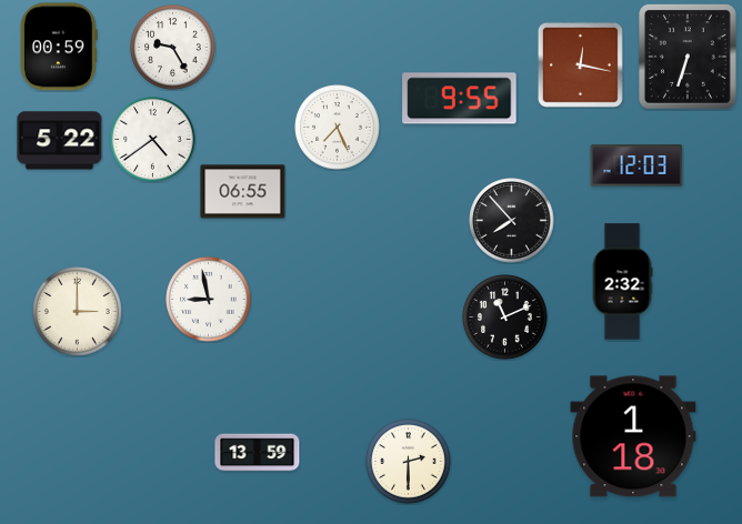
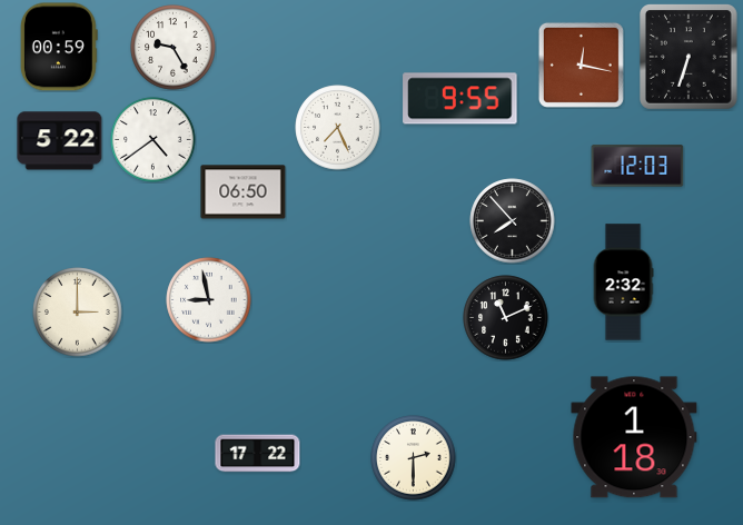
clock at (243, 192): 06:55 -> 06:50
clock at (258, 453): 13:59 -> 17:22
clock at (409, 462) position: (409, 462) -> (414, 458)
